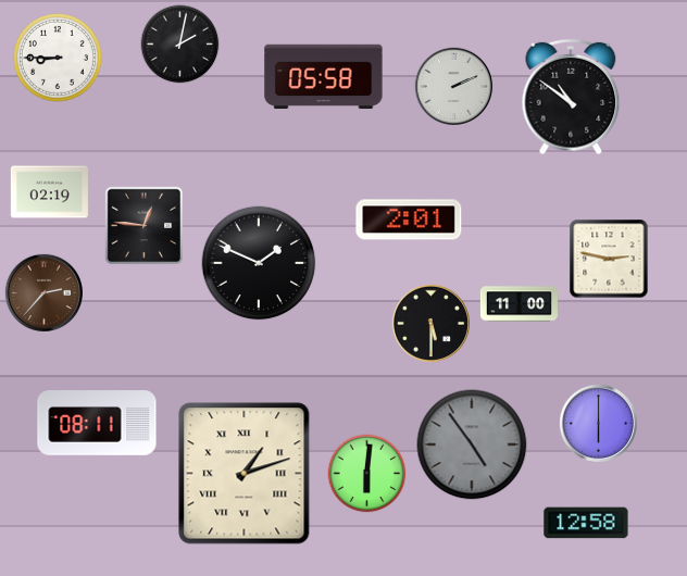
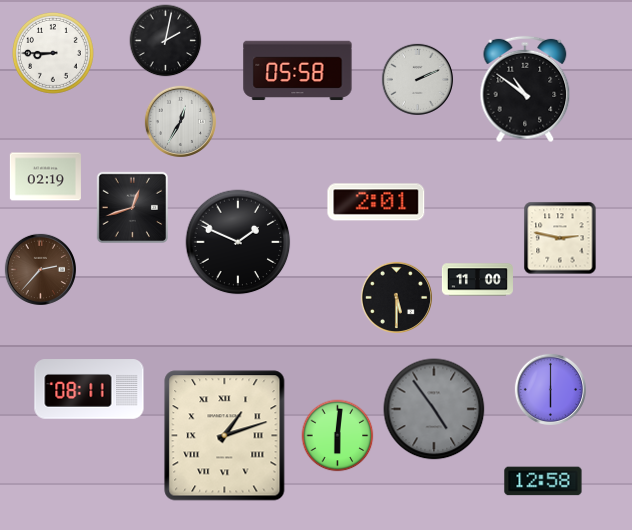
clock at (180, 121): none -> 12:35
clock at (143, 225): 12:46 -> 12:42
clock at (586, 523) position: (586, 523) -> (543, 481)
